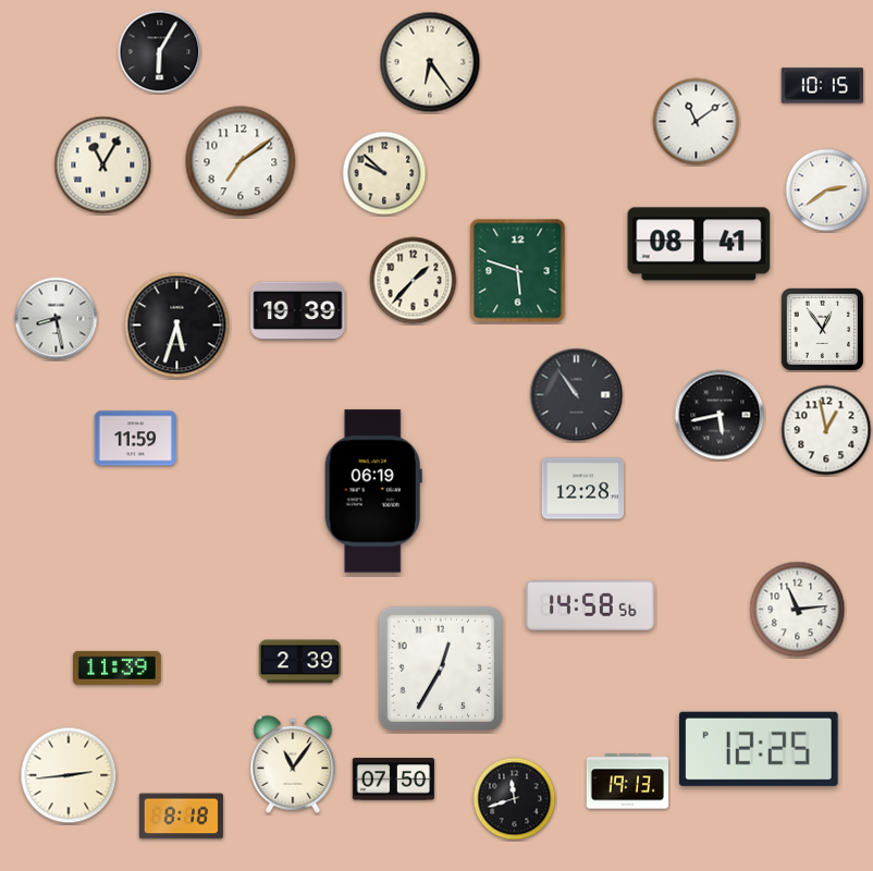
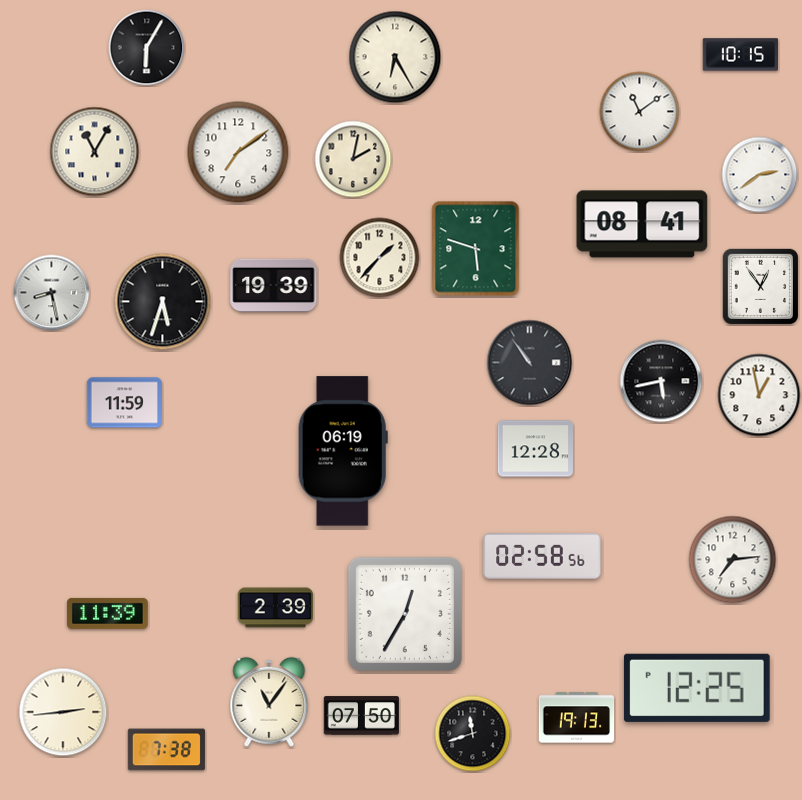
clock at (430, 62): 6:24 -> 6:25
clock at (822, 86) position: (822, 86) -> (740, 55)
clock at (241, 161) position: (241, 161) -> (238, 152)
clock at (384, 173): 9:52 -> 2:02
clock at (177, 326) position: (177, 326) -> (163, 302)
clock at (822, 329) position: (822, 329) -> (760, 286)
clock at (590, 605): 14:58 -> 02:58
clock at (798, 610): 11:14 -> 7:14
clock at (181, 817): 8:18 -> 7:38
